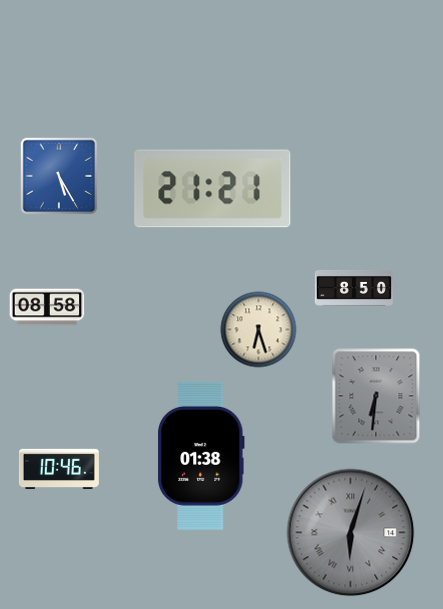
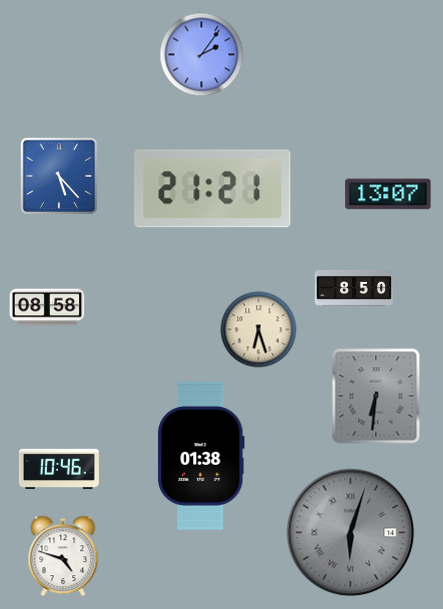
clock at (202, 55): none -> 2:06
clock at (59, 176): 5:25 -> 5:23
clock at (388, 194): none -> 13:07
clock at (63, 556): none -> 4:48
